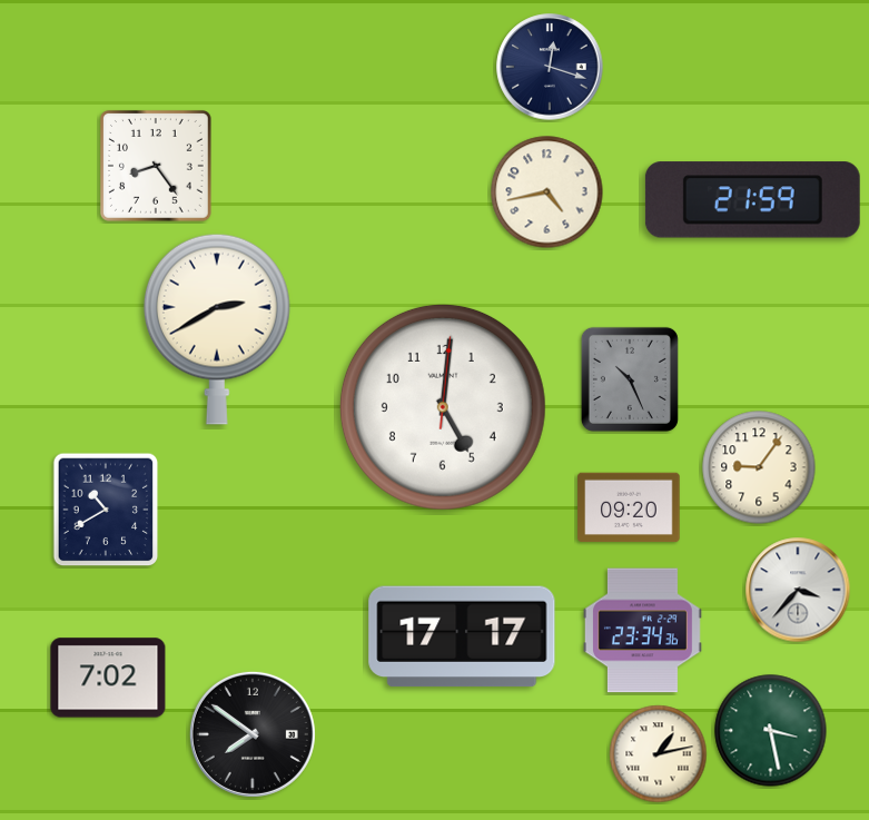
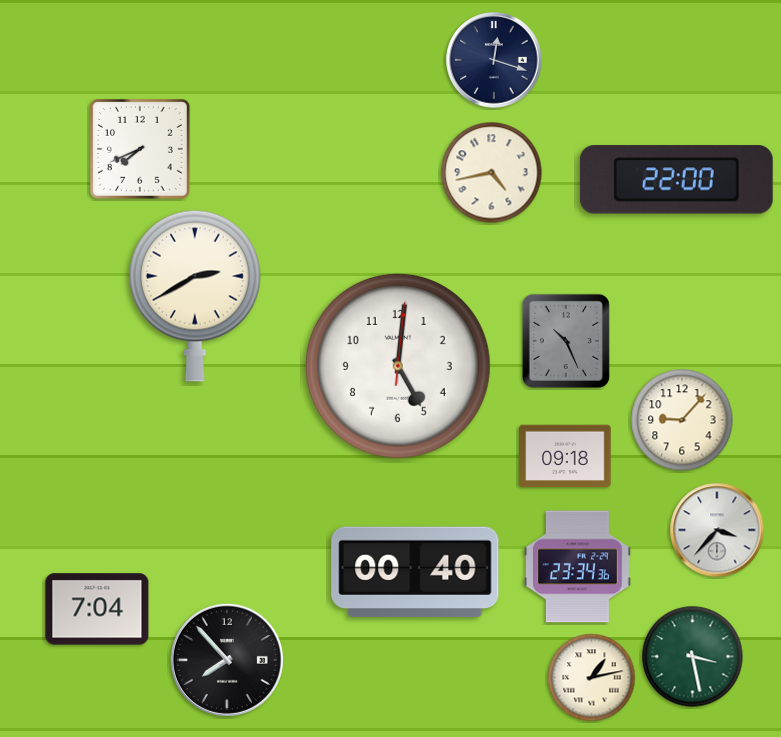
clock at (156, 166): 8:24 -> 7:41
clock at (752, 200): 21:59 -> 22:00
clock at (759, 467): 9:06 -> 9:07
clock at (629, 507): 09:20 -> 09:18
clock at (106, 510): 10:40 -> none
clock at (462, 636): 17:17 -> 00:40
clock at (108, 678): 7:02 -> 7:04
clock at (253, 734): 7:51 -> 7:53
